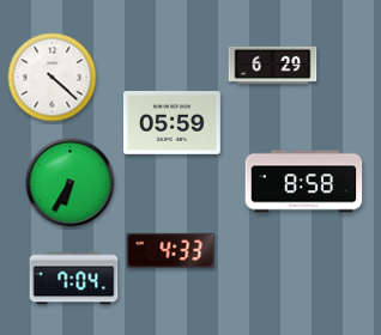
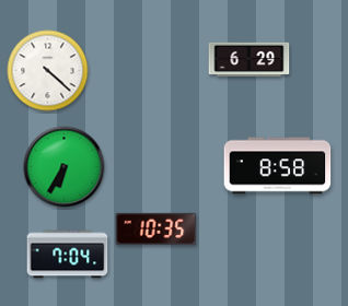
clock at (171, 123): 05:59 -> none
clock at (171, 250): 4:33 -> 10:35
